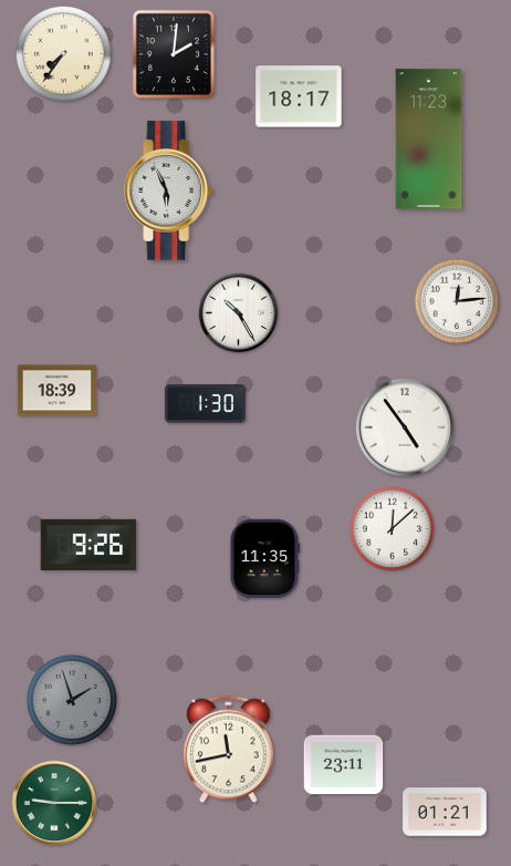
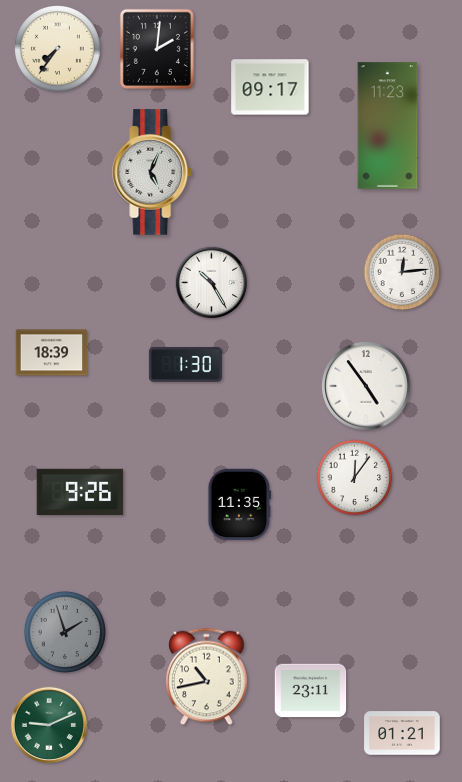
clock at (299, 96): 18:17 -> 09:17
clock at (169, 190): 5:56 -> 5:04
clock at (457, 301) position: (457, 301) -> (402, 272)
clock at (239, 313) position: (239, 313) -> (212, 283)
clock at (393, 529): 12:08 -> 12:06
clock at (229, 750): 11:43 -> 10:43
clock at (54, 803): 9:15 -> 9:11
